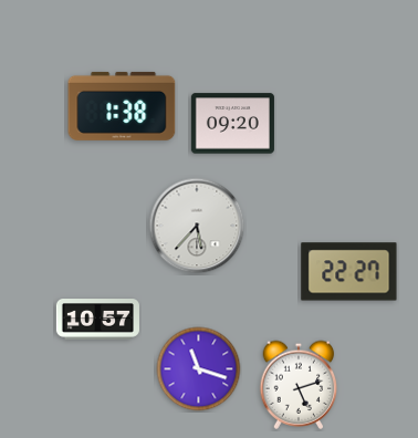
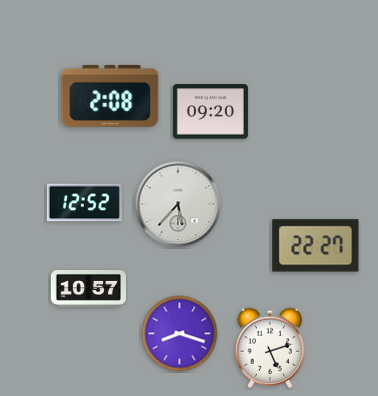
clock at (122, 106): 1:38 -> 2:08
clock at (84, 203): none -> 12:52
clock at (199, 369): 11:18 -> 8:18
